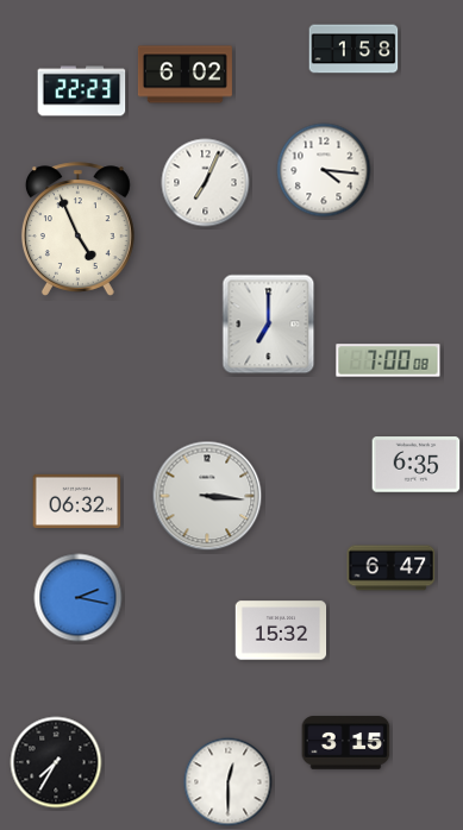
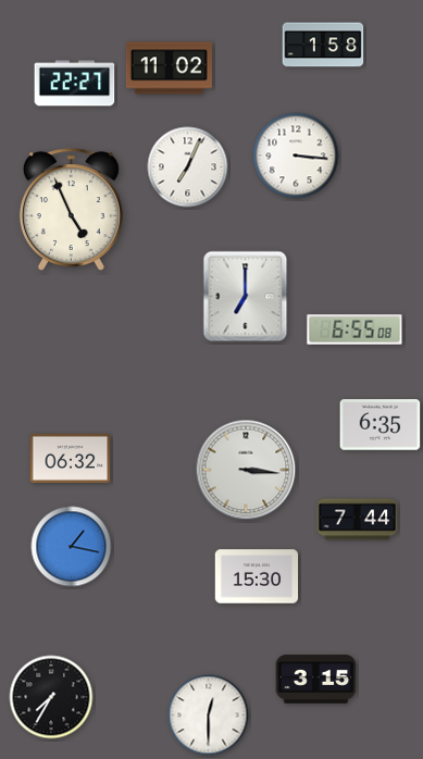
clock at (184, 75): 6:02 -> 11:02
clock at (82, 92): 22:23 -> 22:27
clock at (324, 170): 4:16 -> 3:16
clock at (388, 360): 7:00 -> 6:55
clock at (207, 496) position: (207, 496) -> (246, 470)
clock at (392, 568): 6:47 -> 7:44
clock at (79, 598): 2:17 -> 1:17
clock at (281, 630): 15:32 -> 15:30
